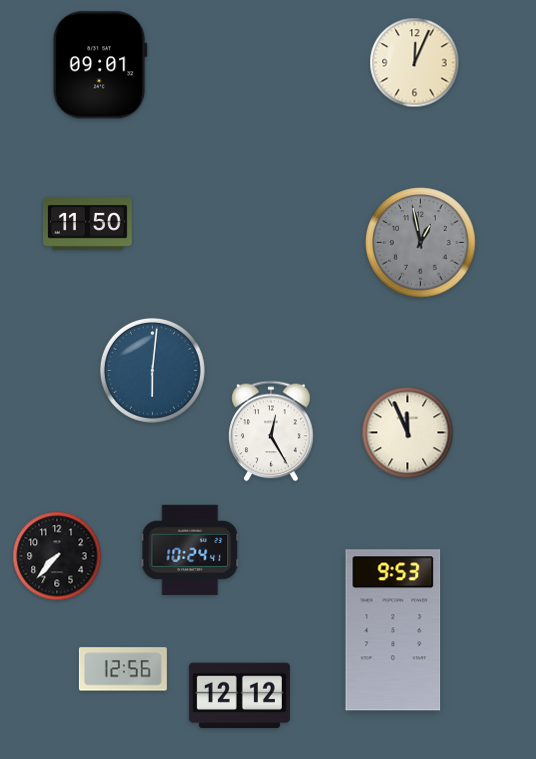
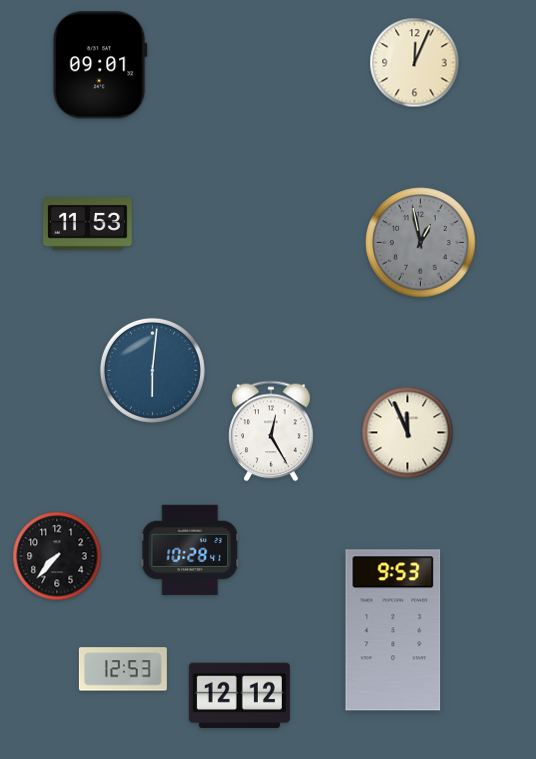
clock at (88, 224): 11:50 -> 11:53
clock at (190, 550): 10:24 -> 10:28
clock at (123, 669): 12:56 -> 12:53
